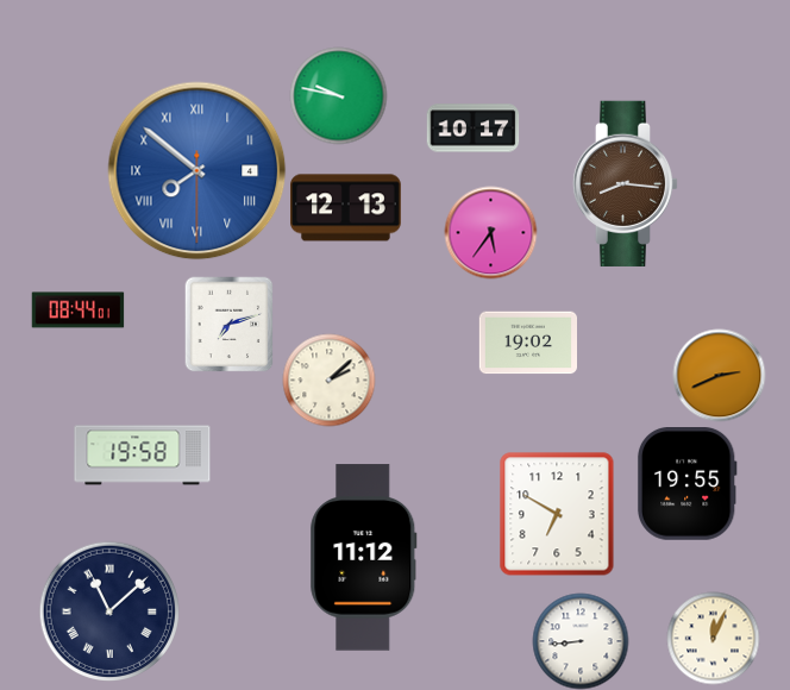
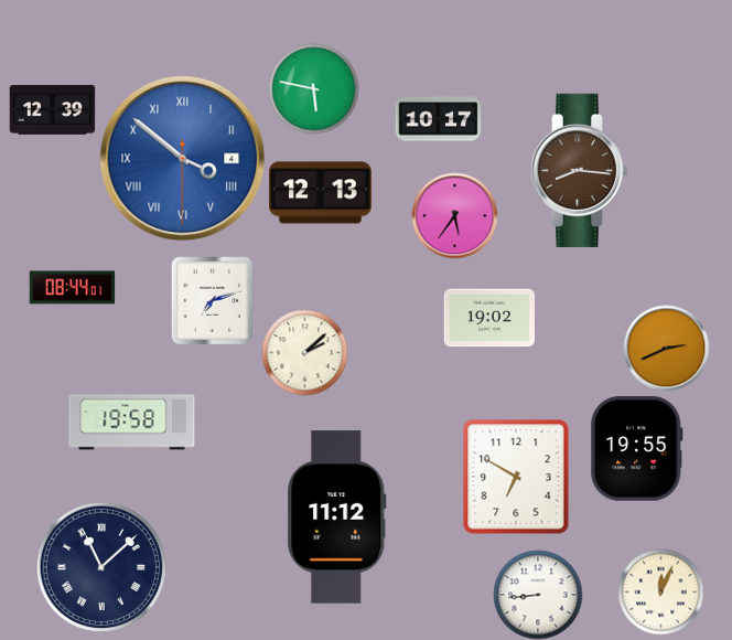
clock at (338, 95): 9:47 -> 5:47
clock at (52, 110): none -> 12:39
clock at (197, 171): 7:51 -> 3:51
